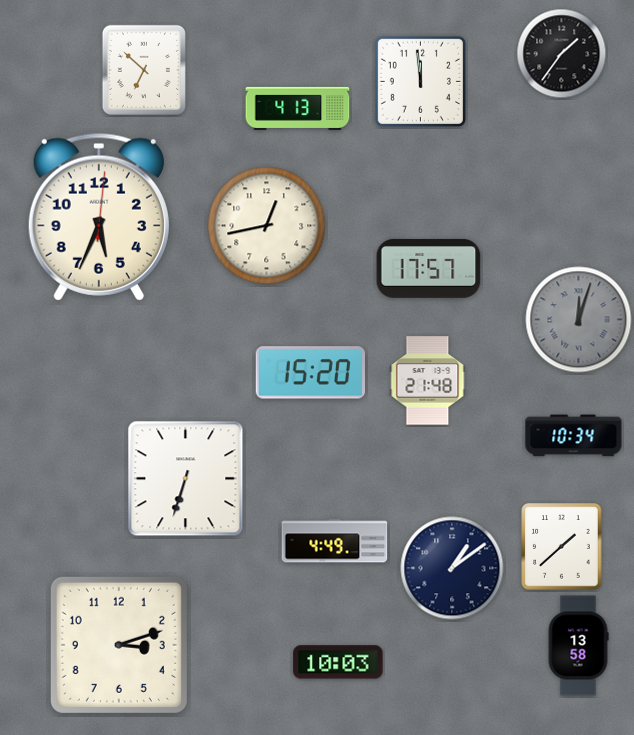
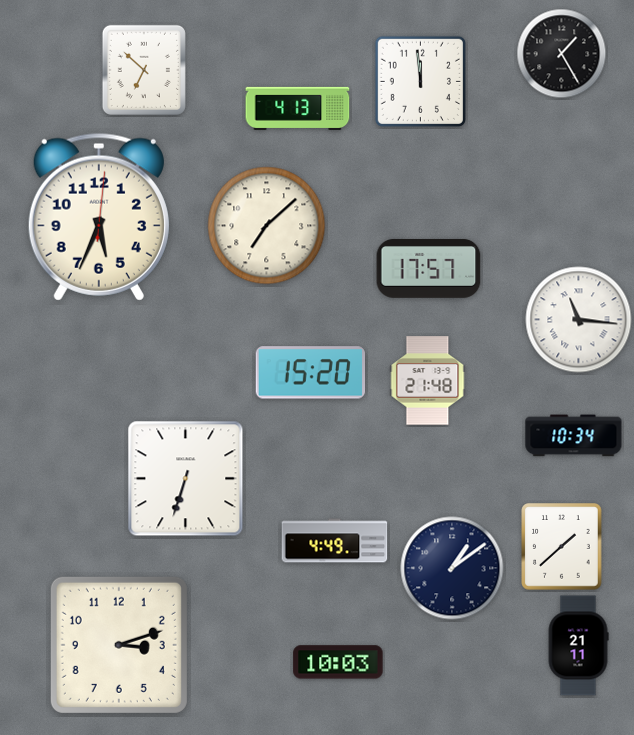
clock at (562, 54): 1:36 -> 1:25
clock at (267, 226): 12:43 -> 7:08
clock at (579, 320): 12:03 -> 11:16
clock at (579, 320) dial: grey -> white
clock at (578, 646): 13:58 -> 21:11
